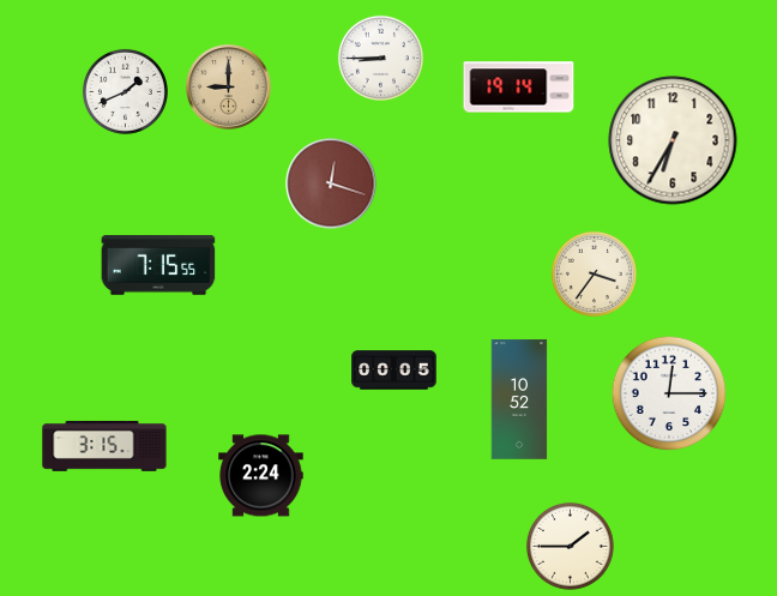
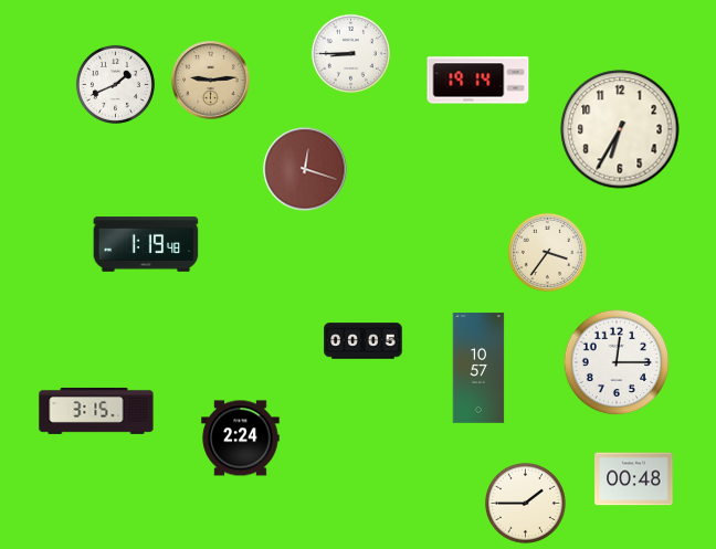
clock at (229, 88): 9:00 -> 9:14
clock at (158, 265): 7:15 -> 1:19
clock at (519, 399): 10:52 -> 10:57
clock at (634, 479): none -> 00:48
